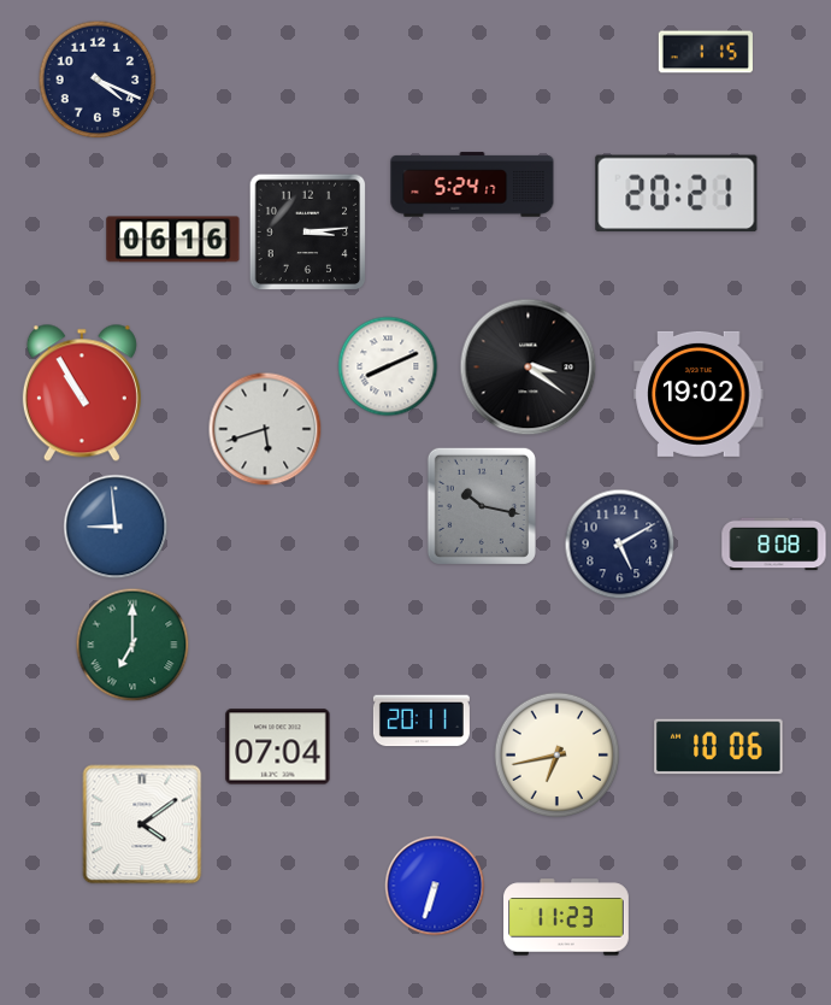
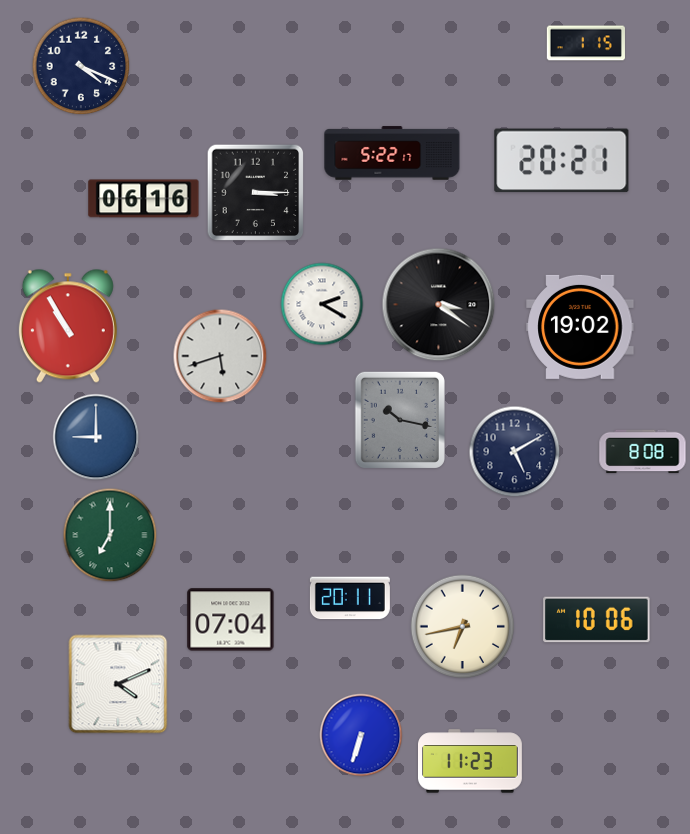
clock at (472, 184): 5:24 -> 5:22
clock at (308, 233): 3:14 -> 3:15
clock at (388, 366): 8:11 -> 2:20
clock at (116, 527): 8:59 -> 9:00
clock at (142, 824): 4:09 -> 4:11
